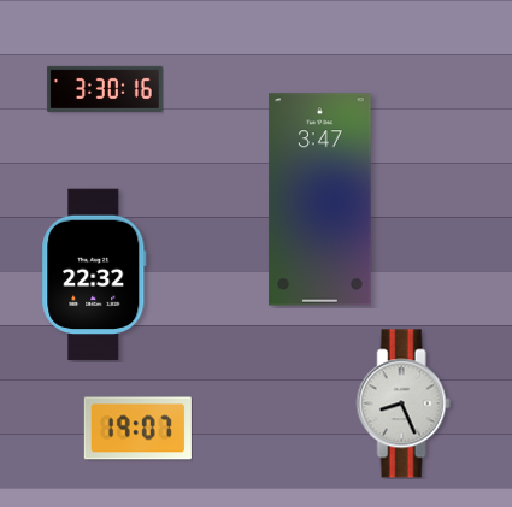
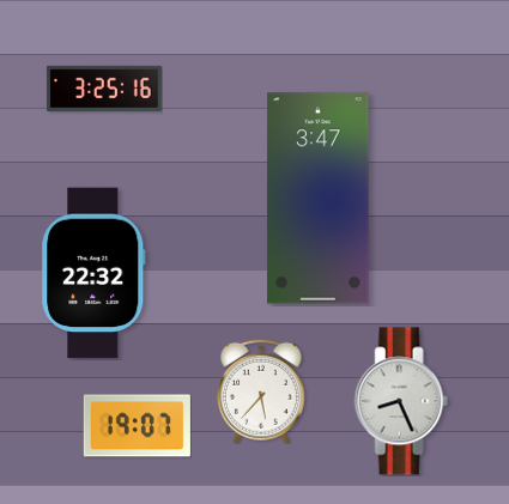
clock at (105, 89): 3:30 -> 3:25
clock at (261, 391): none -> 5:37
